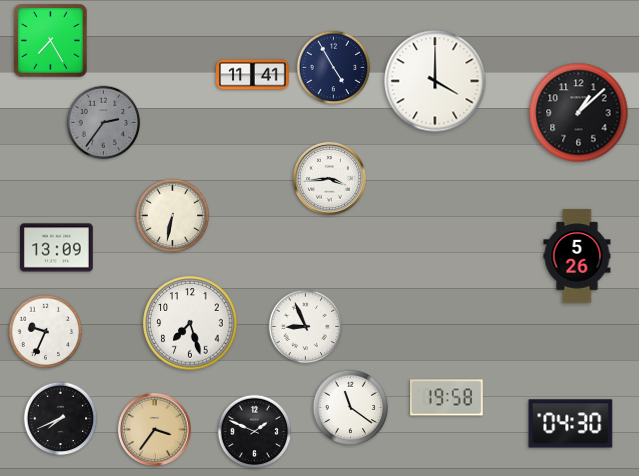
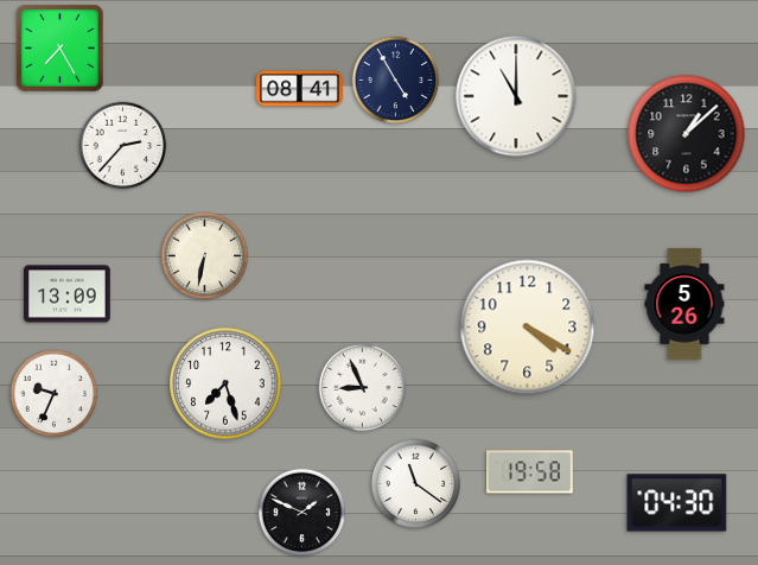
clock at (253, 75): 11:41 -> 08:41
clock at (435, 81): 4:00 -> 11:00
clock at (104, 123): 2:36 -> 2:37
clock at (104, 123) dial: grey -> white
clock at (329, 178): 3:44 -> none
clock at (528, 328): none -> 4:20
clock at (61, 419): 7:41 -> none
clock at (154, 429): 3:36 -> none
